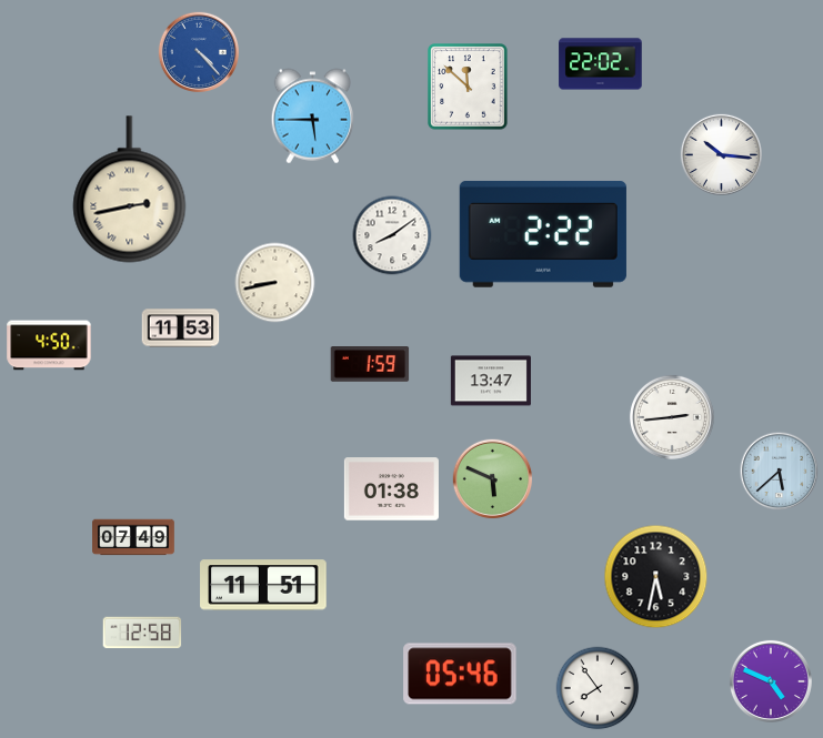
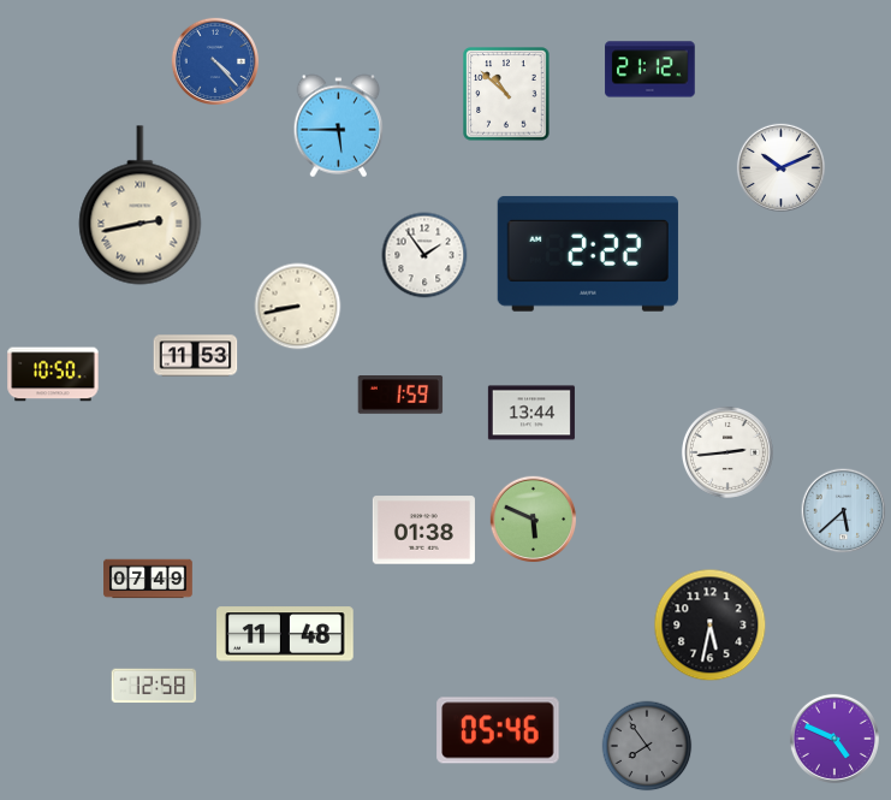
clock at (198, 51) position: (198, 51) -> (214, 60)
clock at (601, 64): 22:02 -> 21:12
clock at (468, 87): 11:52 -> 10:52
clock at (721, 154): 10:16 -> 10:11
clock at (392, 235): 8:09 -> 1:54
clock at (49, 345): 4:50 -> 10:50
clock at (491, 381): 13:47 -> 13:44
clock at (133, 537) position: (133, 537) -> (148, 579)
clock at (263, 585): 11:51 -> 11:48
clock at (598, 688) dial: white -> grey
